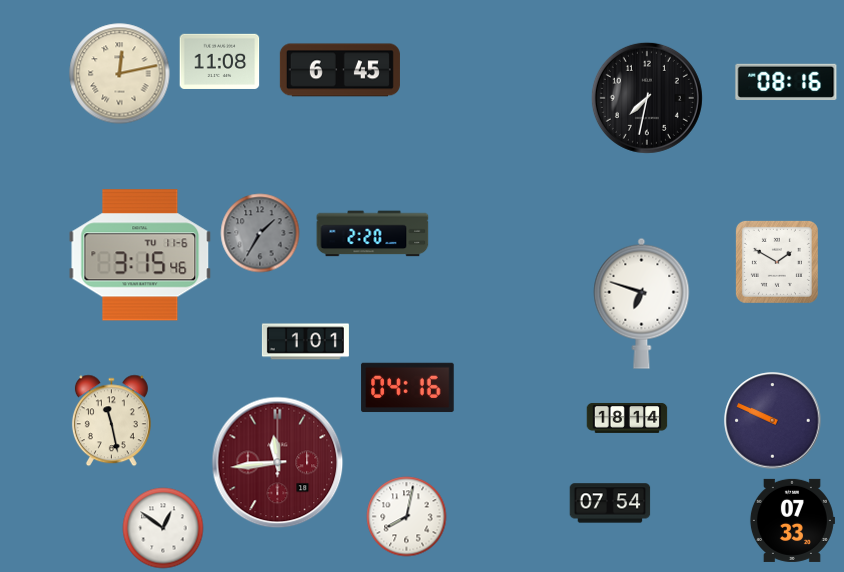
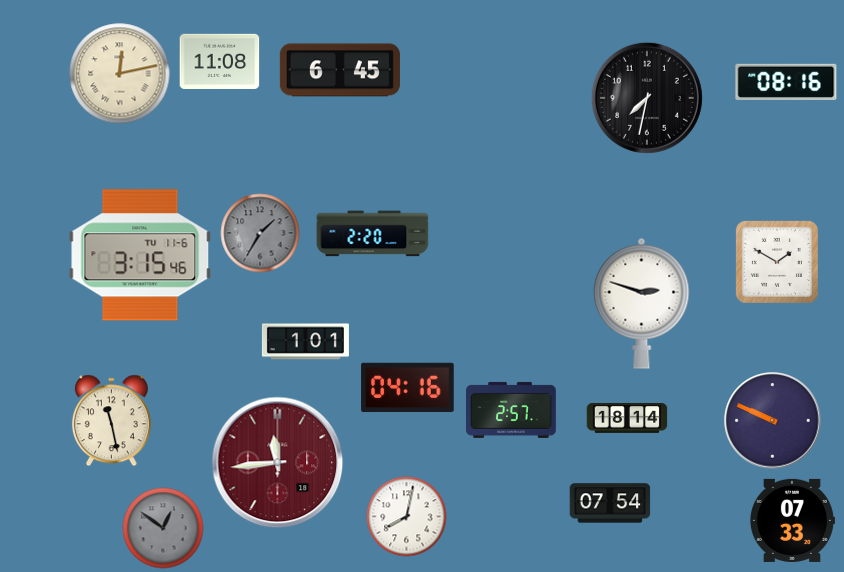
clock at (642, 303): 6:48 -> 2:48
clock at (512, 410): none -> 2:57
clock at (163, 528) dial: white -> grey
